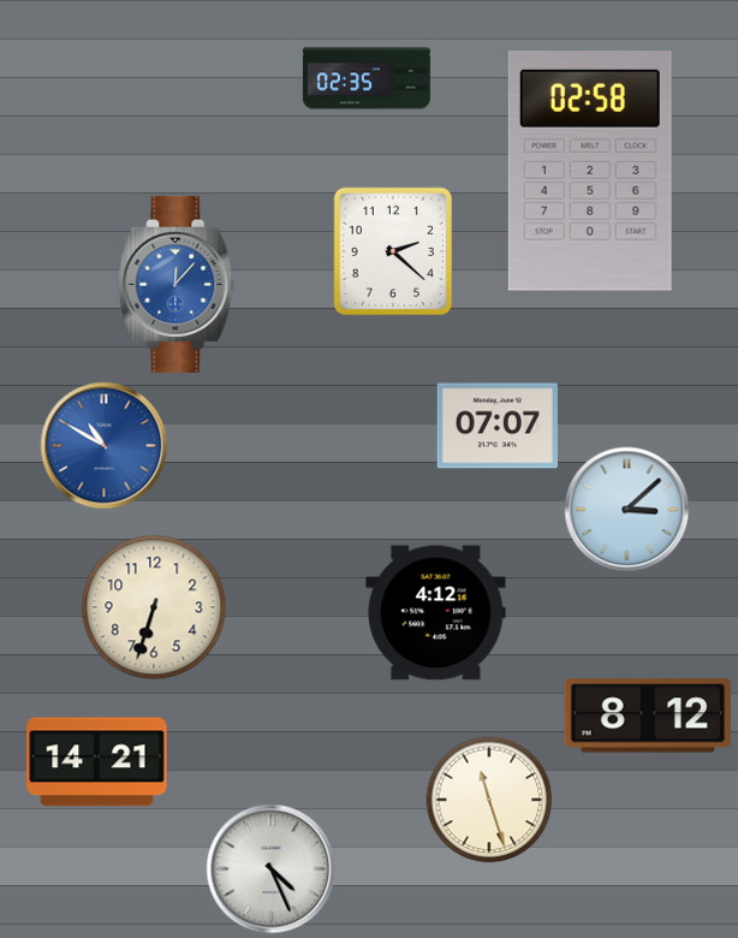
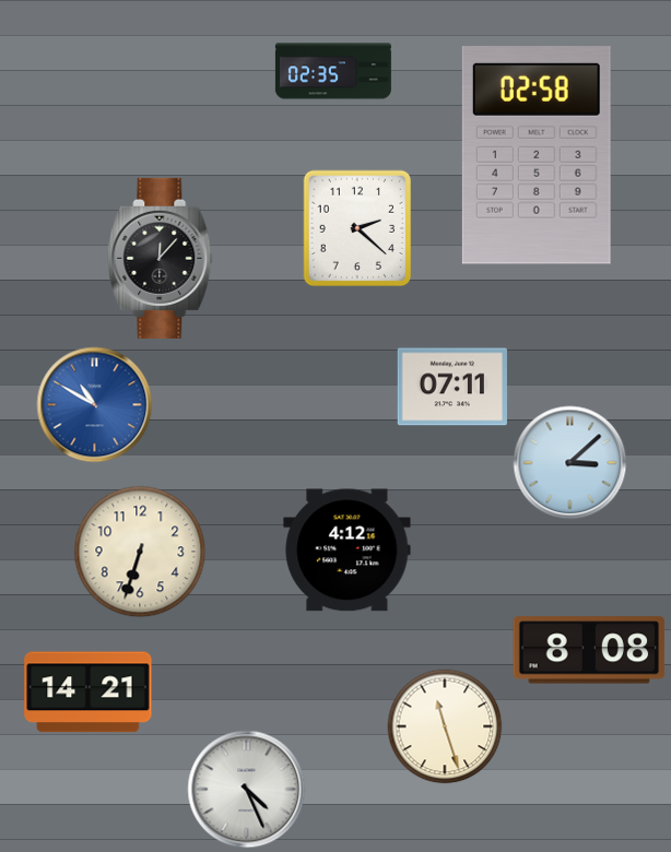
clock at (177, 284) dial: blue -> black
clock at (496, 426): 07:07 -> 07:11
clock at (436, 613) position: (436, 613) -> (348, 551)
clock at (648, 716): 8:12 -> 8:08
